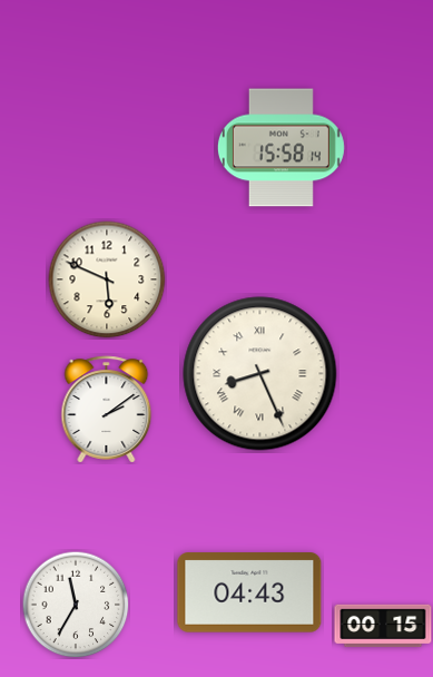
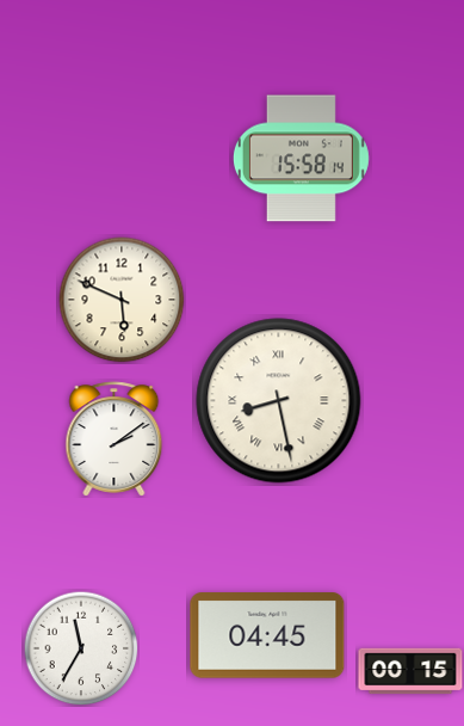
clock at (107, 279) position: (107, 279) -> (122, 300)
clock at (260, 374): 8:26 -> 8:28
clock at (249, 592): 04:43 -> 04:45
